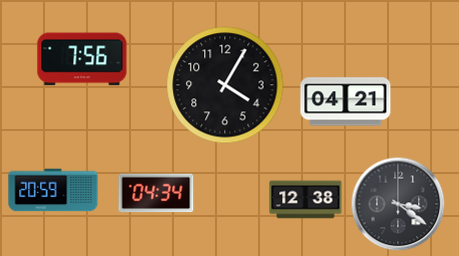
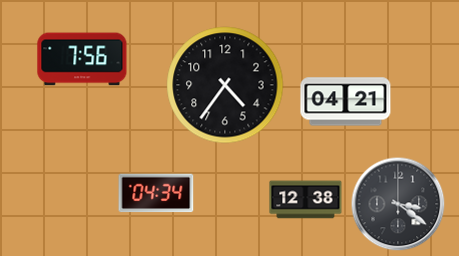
clock at (225, 85): 4:05 -> 4:36
clock at (53, 190): 20:59 -> none
